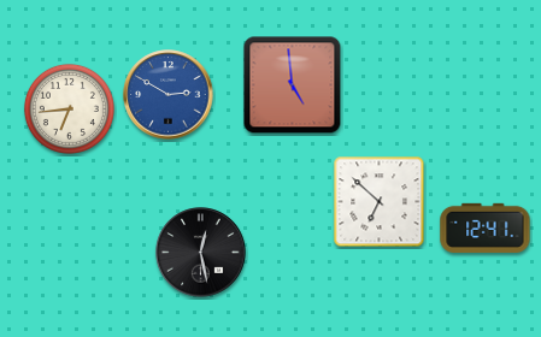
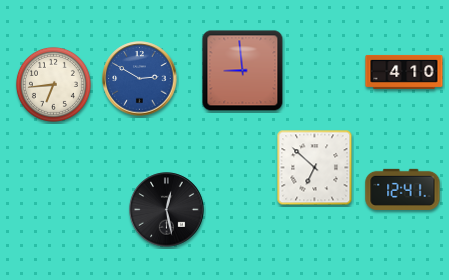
clock at (293, 85): 4:59 -> 8:59
clock at (404, 72): none -> 4:10
clock at (69, 108) position: (69, 108) -> (53, 84)
